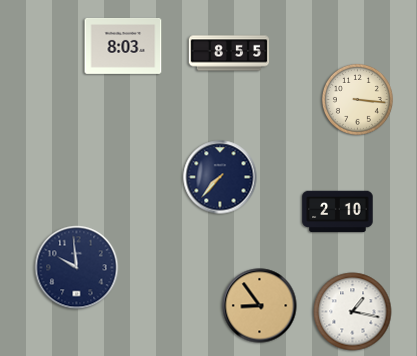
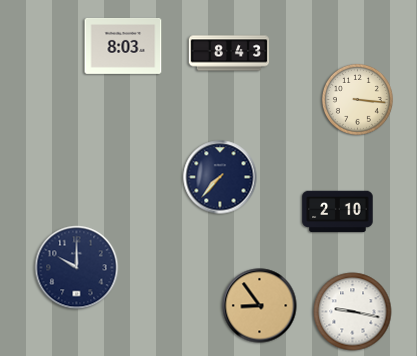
clock at (229, 53): 8:55 -> 8:43
clock at (77, 268): 9:59 -> 10:00
clock at (353, 312): 1:17 -> 9:17
